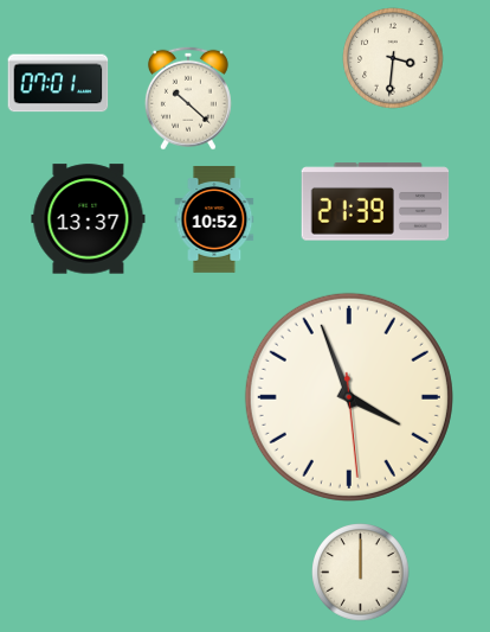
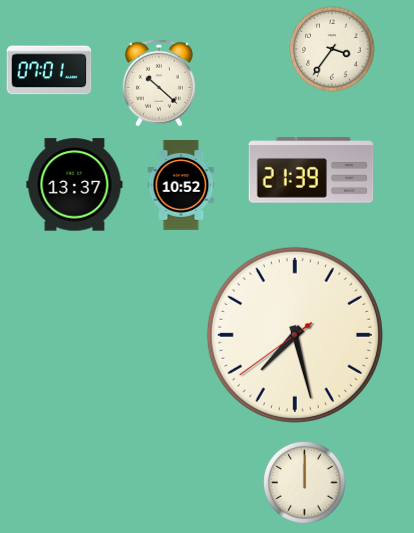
clock at (393, 58): 3:31 -> 3:36
clock at (375, 202) position: (375, 202) -> (311, 170)
clock at (349, 397): 3:56 -> 7:27
